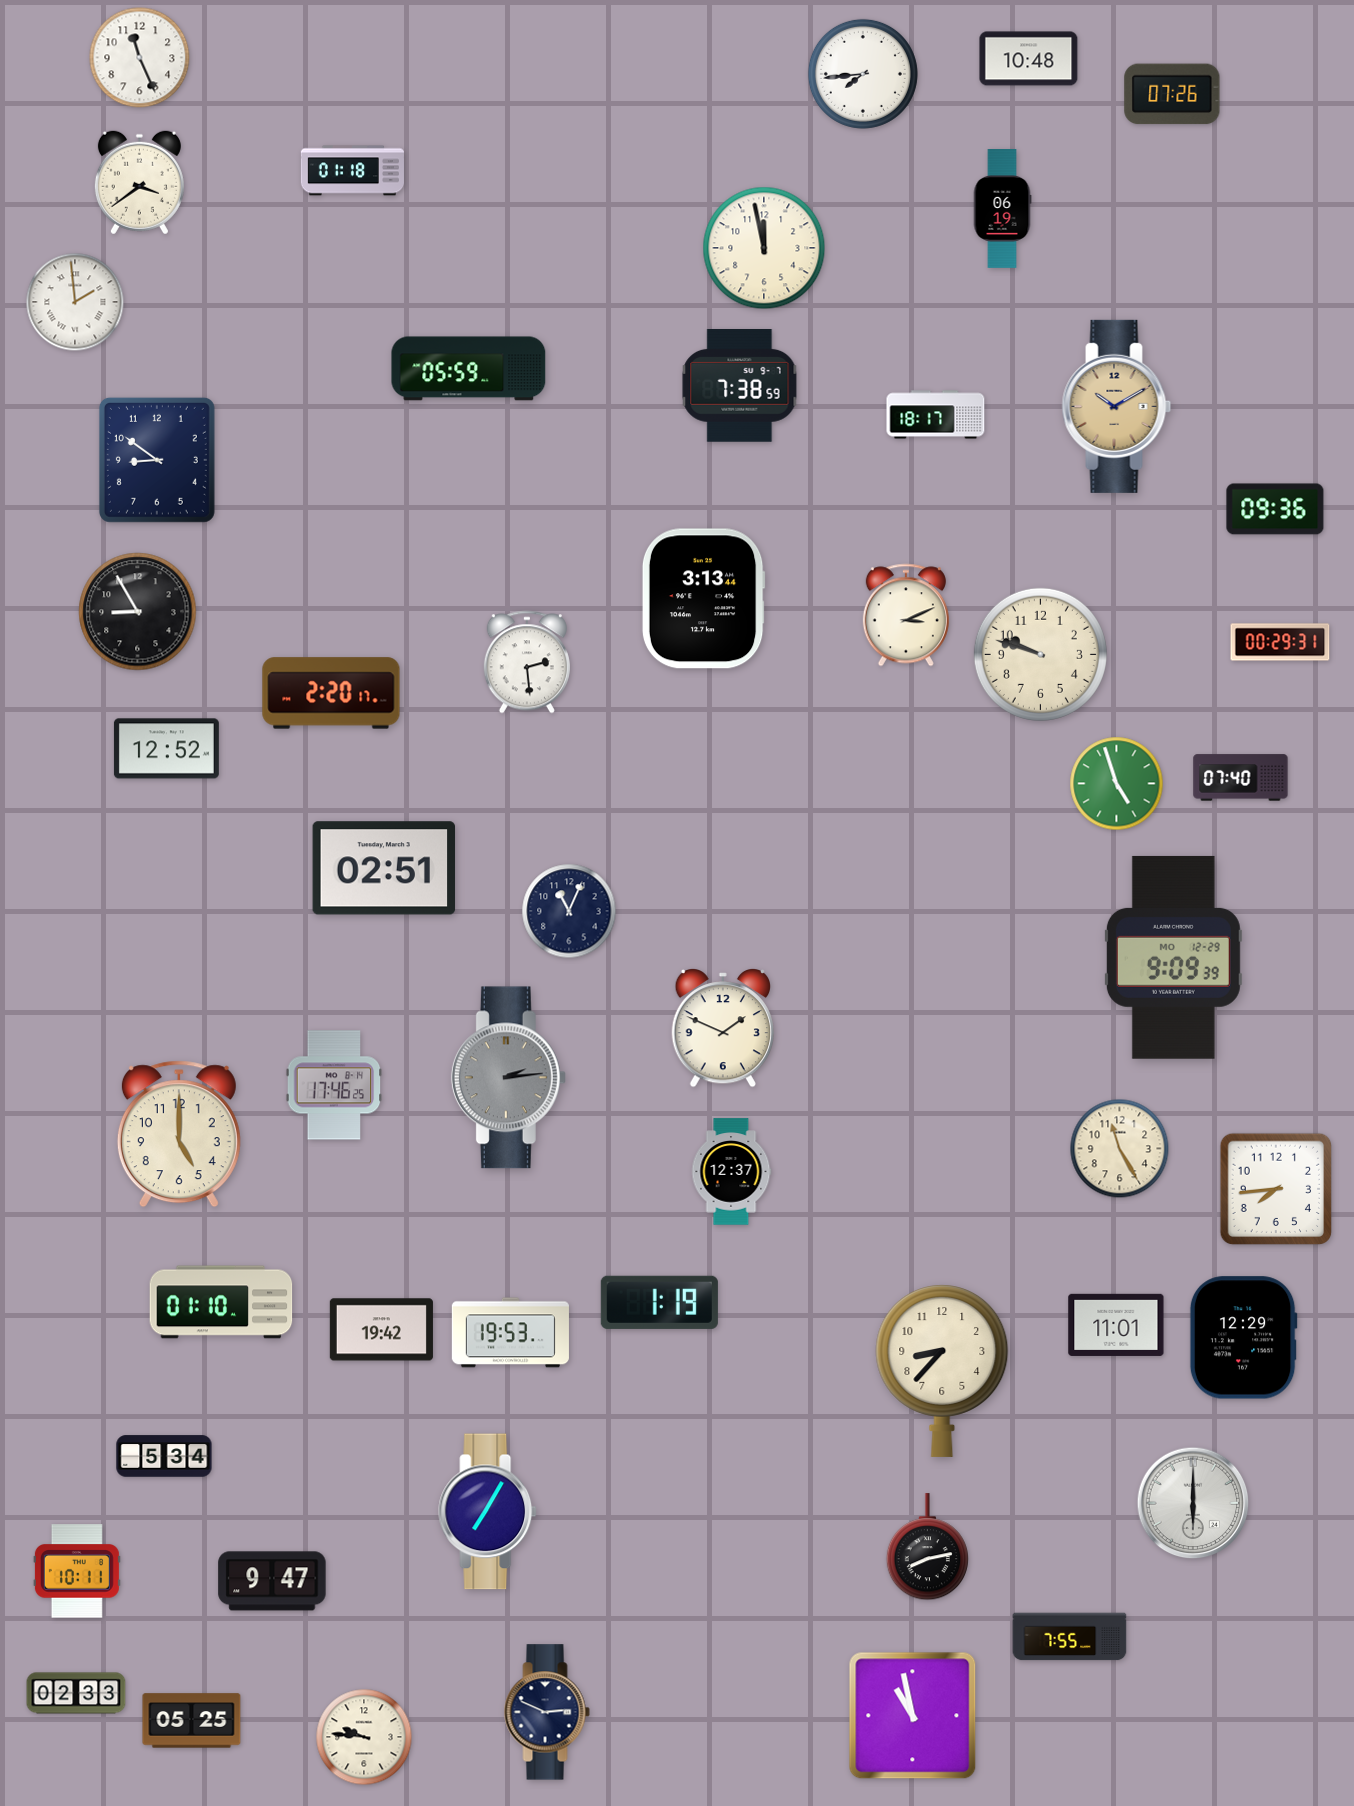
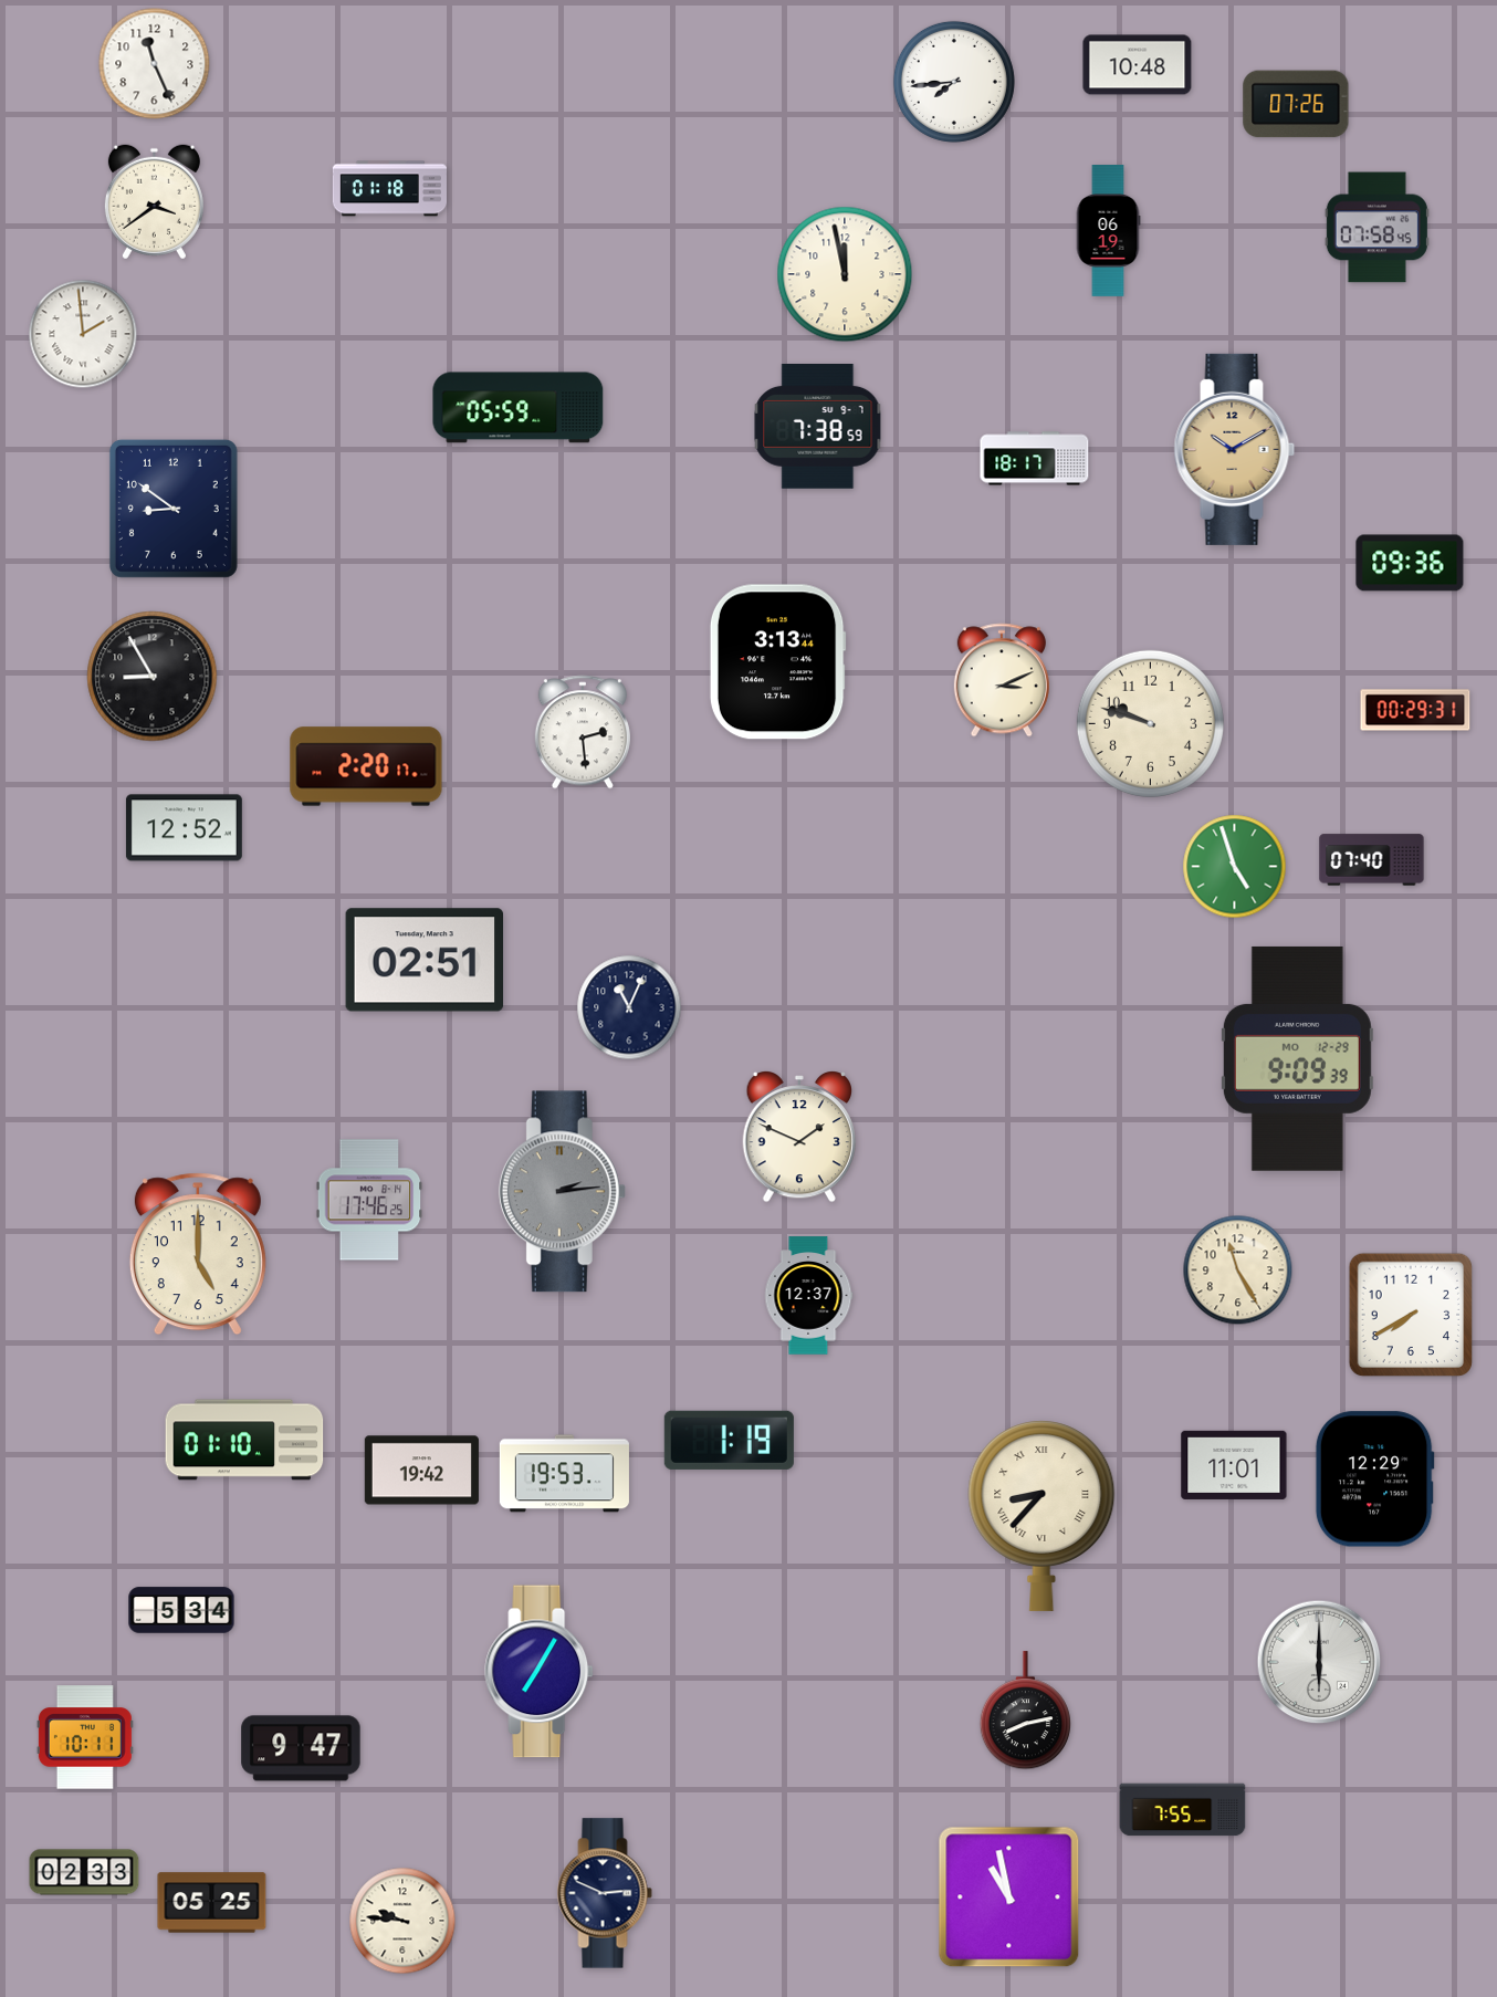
clock at (1376, 228): none -> 07:58
clock at (1276, 1189): 7:44 -> 7:40
clock at (942, 1371) numerals: Arabic -> Roman
